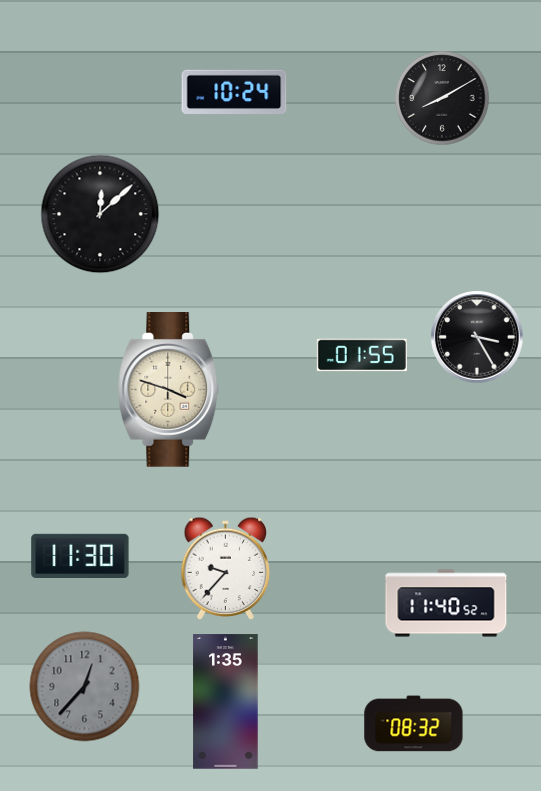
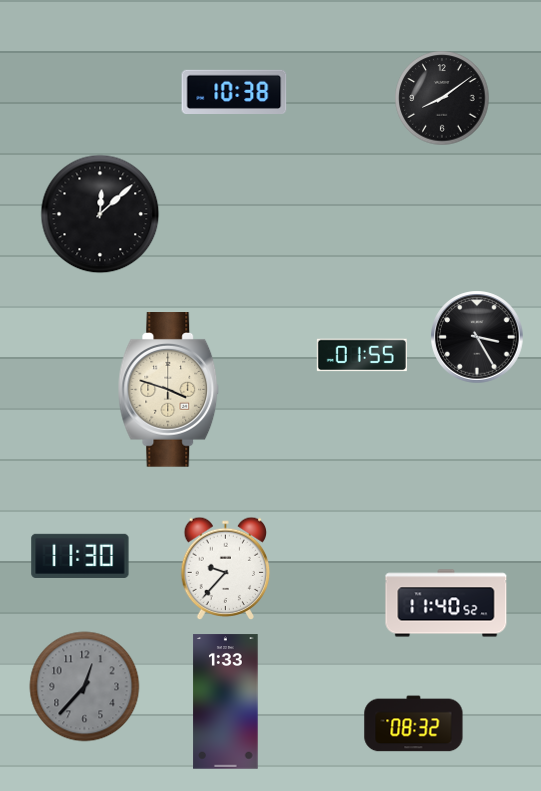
clock at (234, 91): 10:24 -> 10:38
clock at (442, 98): 8:10 -> 8:09
clock at (226, 702): 1:35 -> 1:33
